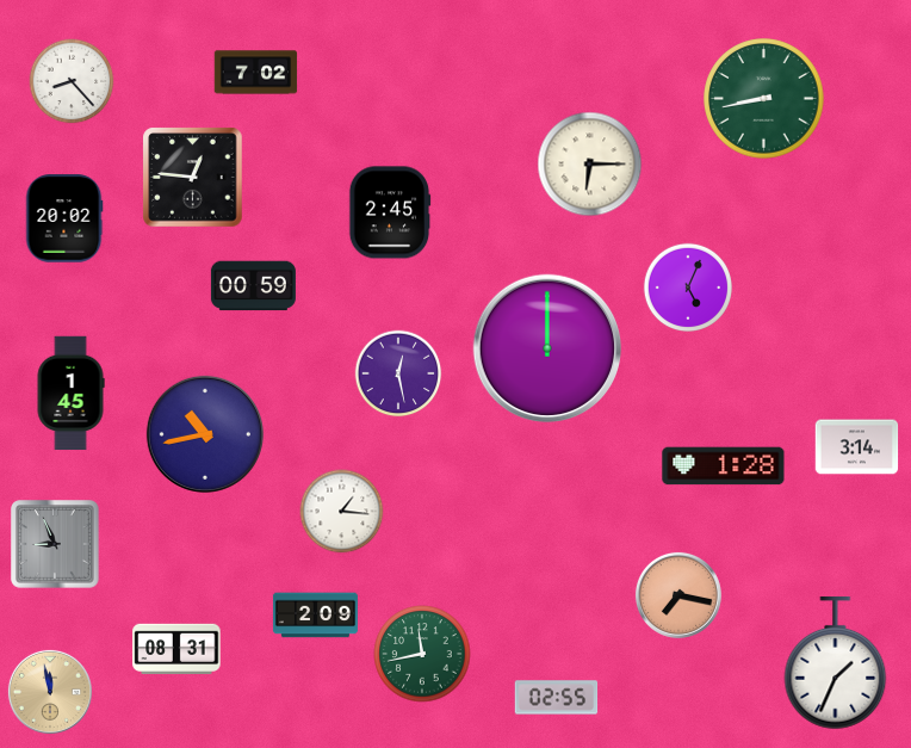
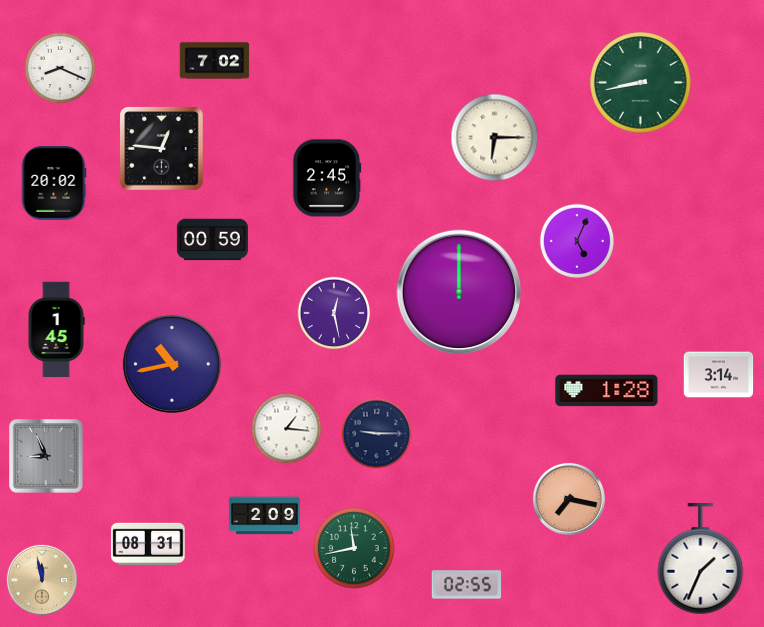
clock at (72, 81): 8:23 -> 8:19
clock at (70, 394) position: (70, 394) -> (56, 330)
clock at (377, 434): none -> 9:15
clock at (836, 663) position: (836, 663) -> (701, 559)
